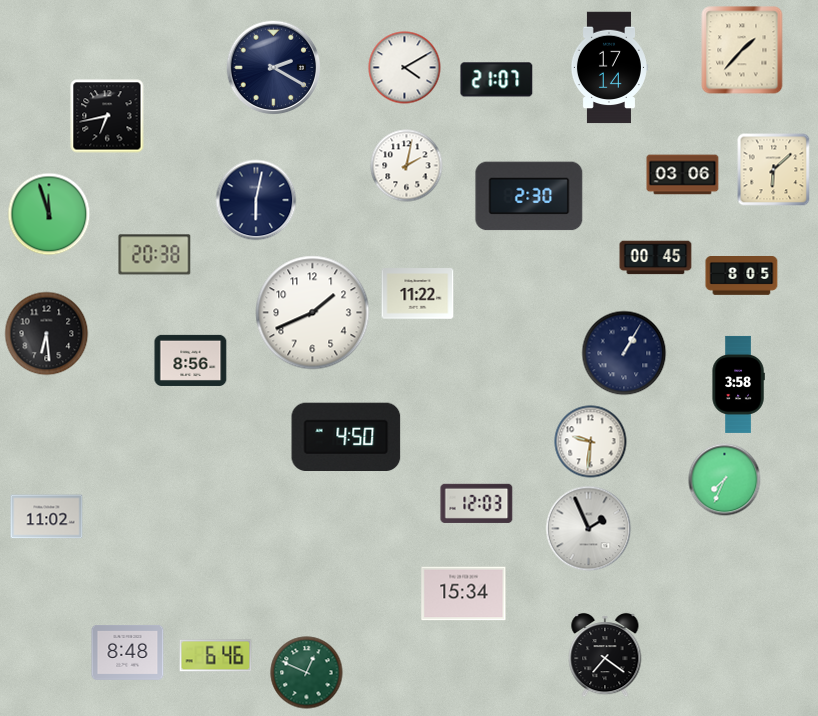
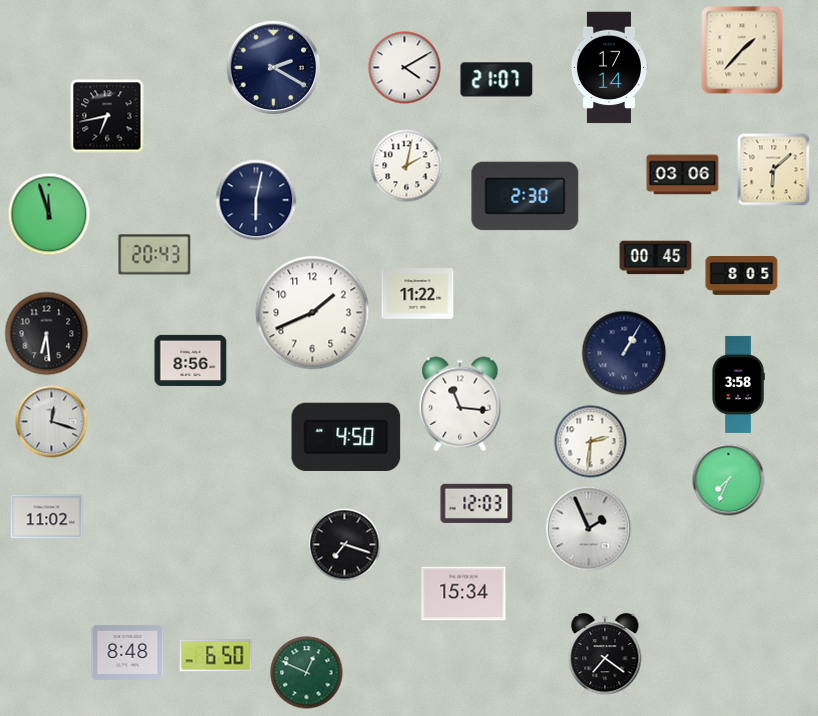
clock at (529, 196) position: (529, 196) -> (525, 196)
clock at (155, 255): 20:38 -> 20:43
clock at (460, 404): none -> 11:16
clock at (52, 422): none -> 12:18
clock at (591, 442): 9:31 -> 2:31
clock at (725, 480) position: (725, 480) -> (729, 480)
clock at (345, 545): none -> 7:18
clock at (216, 656): 6:46 -> 6:50
